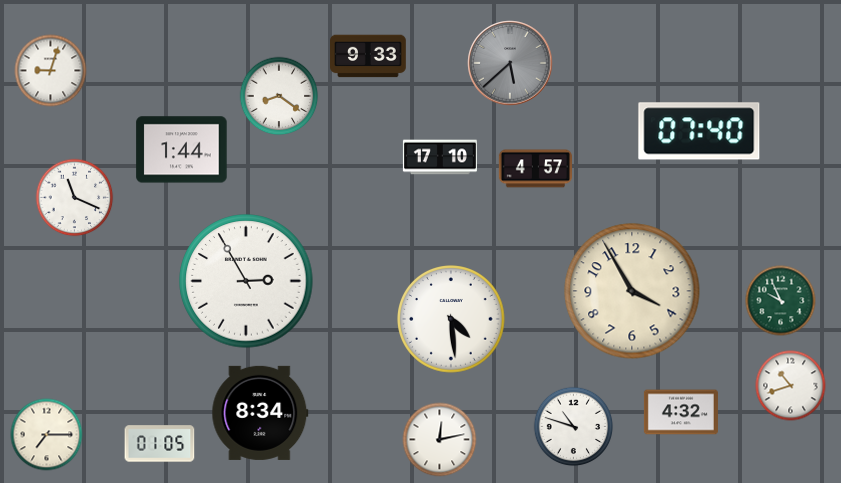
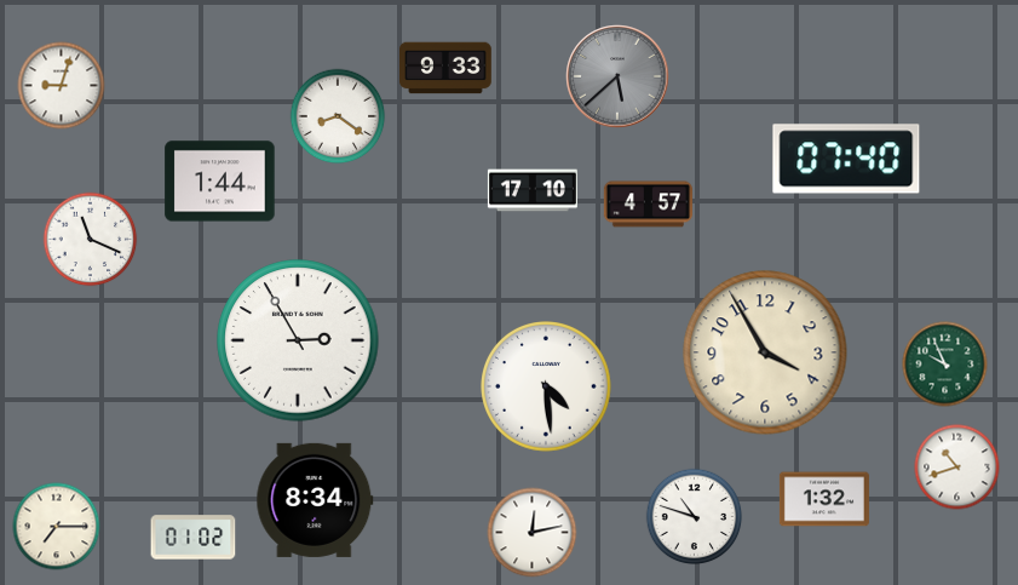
clock at (681, 412): 4:32 -> 1:32
clock at (160, 444): 01:05 -> 01:02
